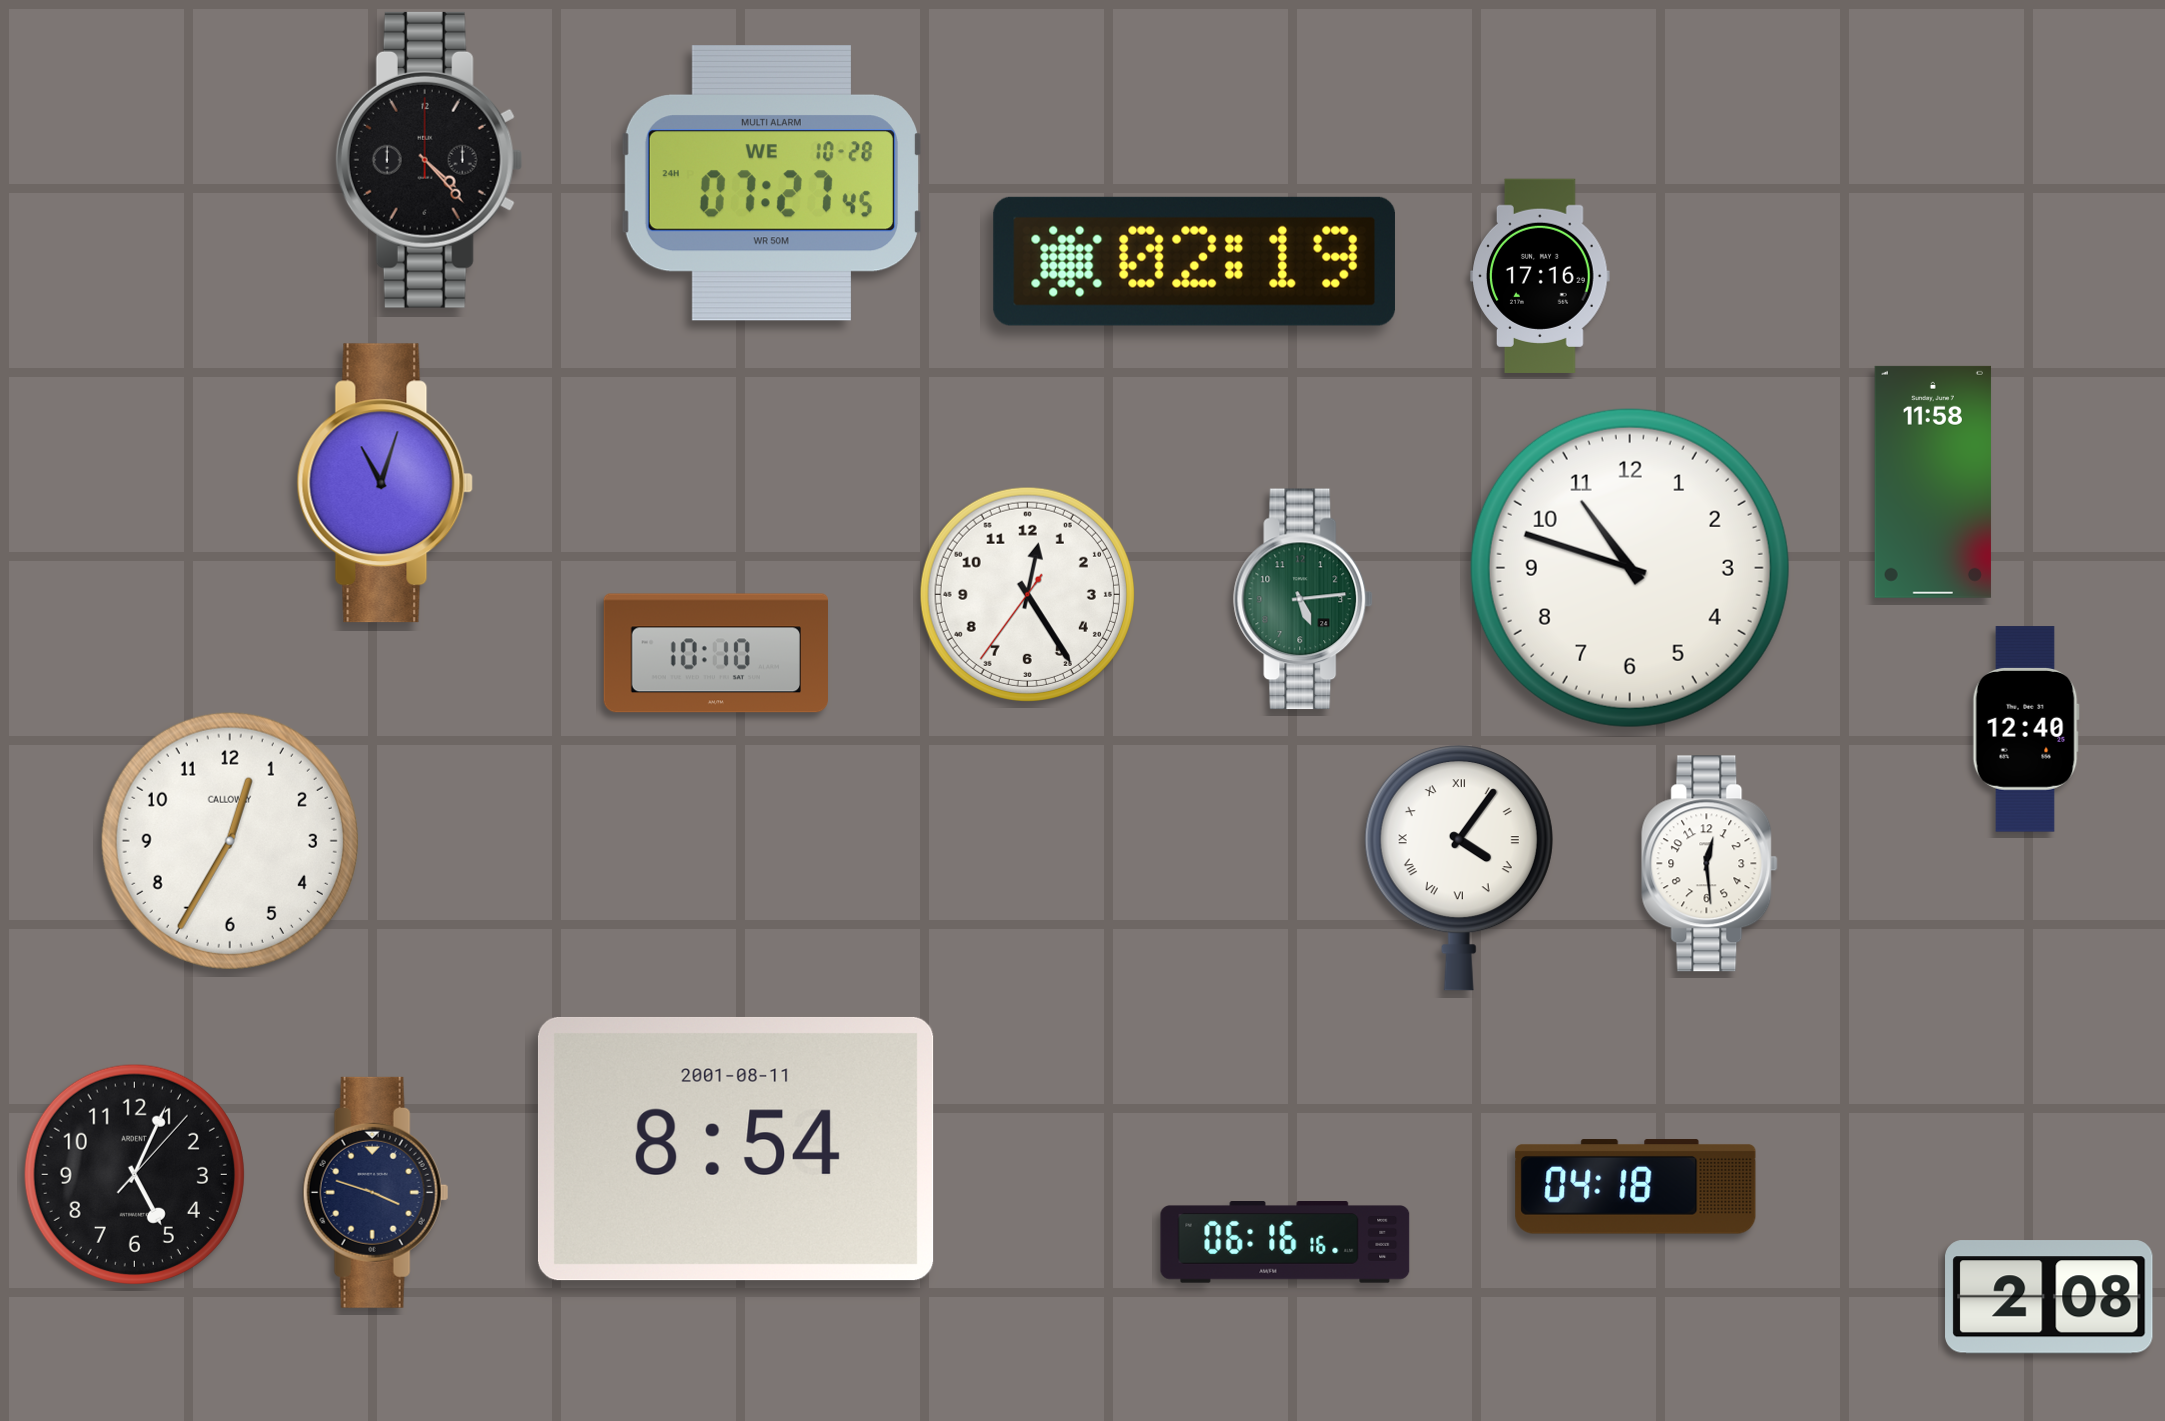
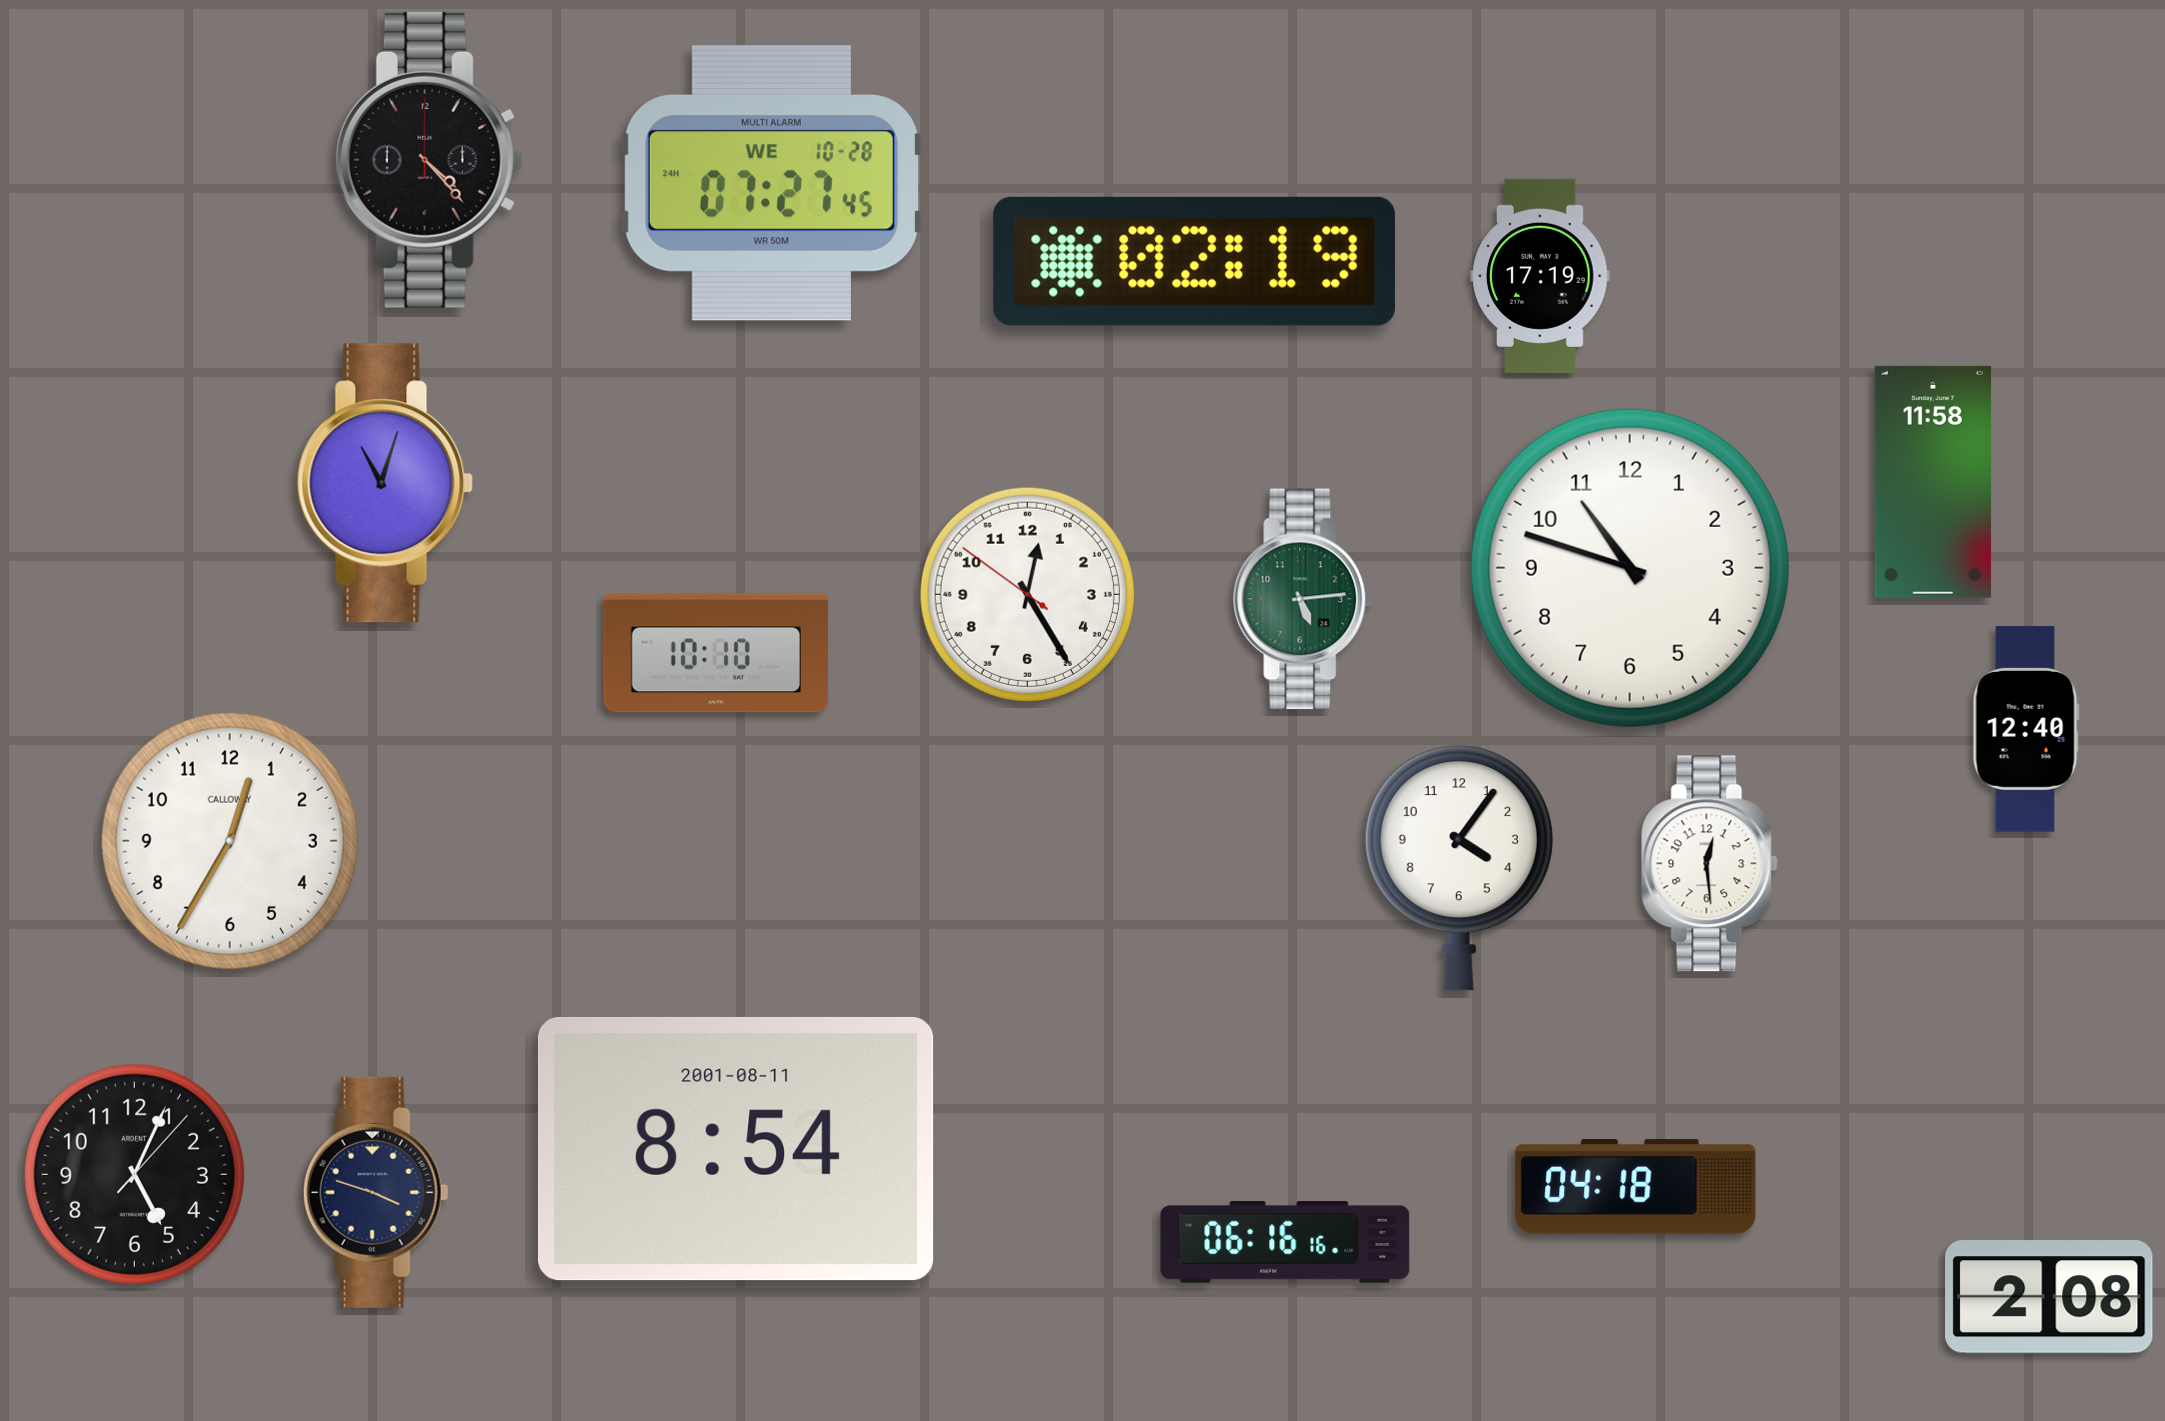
clock at (1540, 276): 17:16 -> 17:19
clock at (1027, 594): 12:24:36 -> 12:24:51
clock at (1459, 868) numerals: Roman -> Arabic
